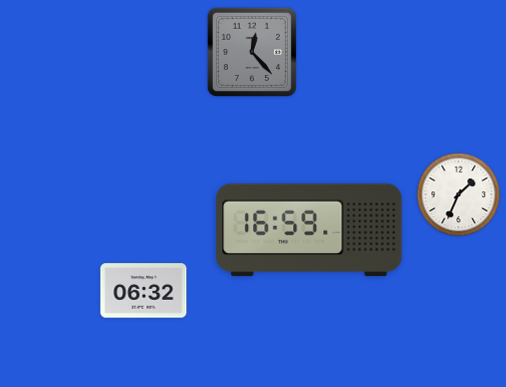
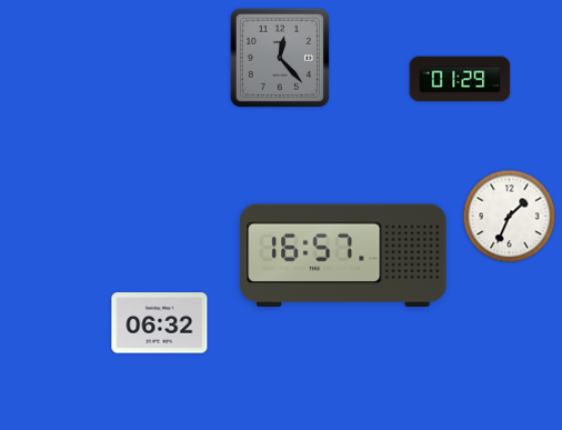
clock at (460, 79): none -> 01:29
clock at (309, 230): 16:59 -> 16:57
